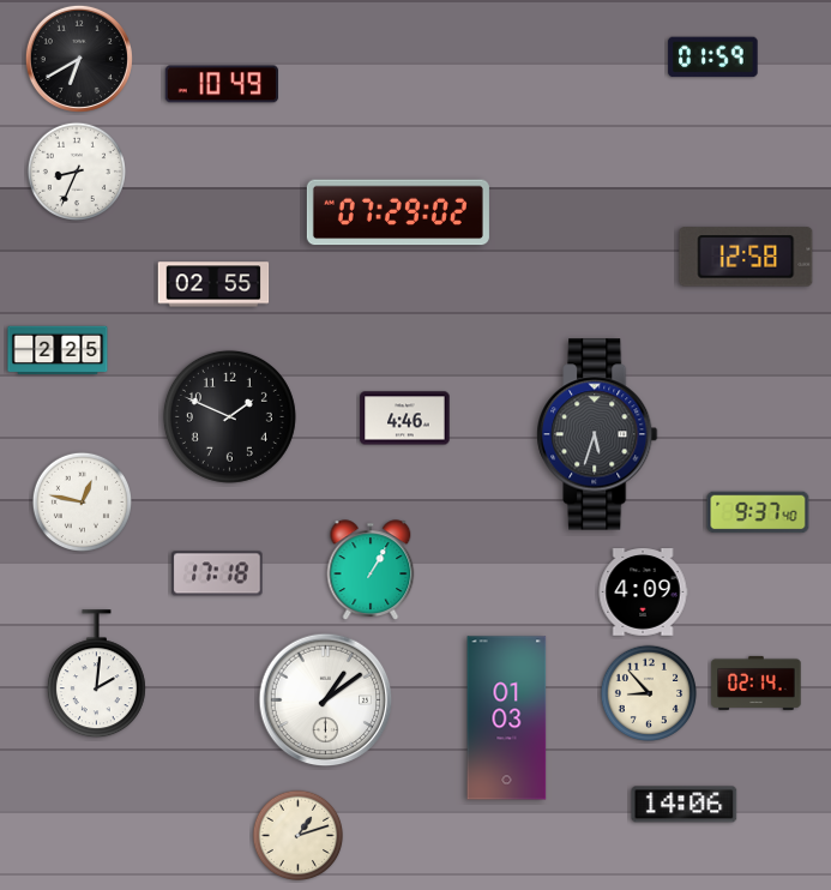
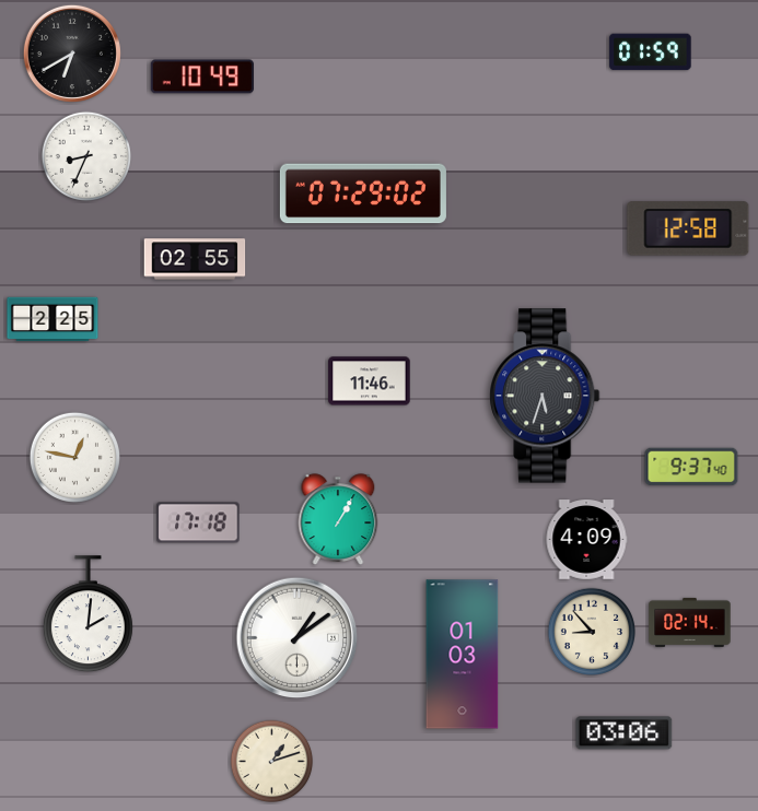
clock at (76, 170) position: (76, 170) -> (85, 155)
clock at (746, 257) position: (746, 257) -> (688, 228)
clock at (229, 416): 1:49 -> none
clock at (405, 419): 4:46 -> 11:46
clock at (685, 805): 14:06 -> 03:06
